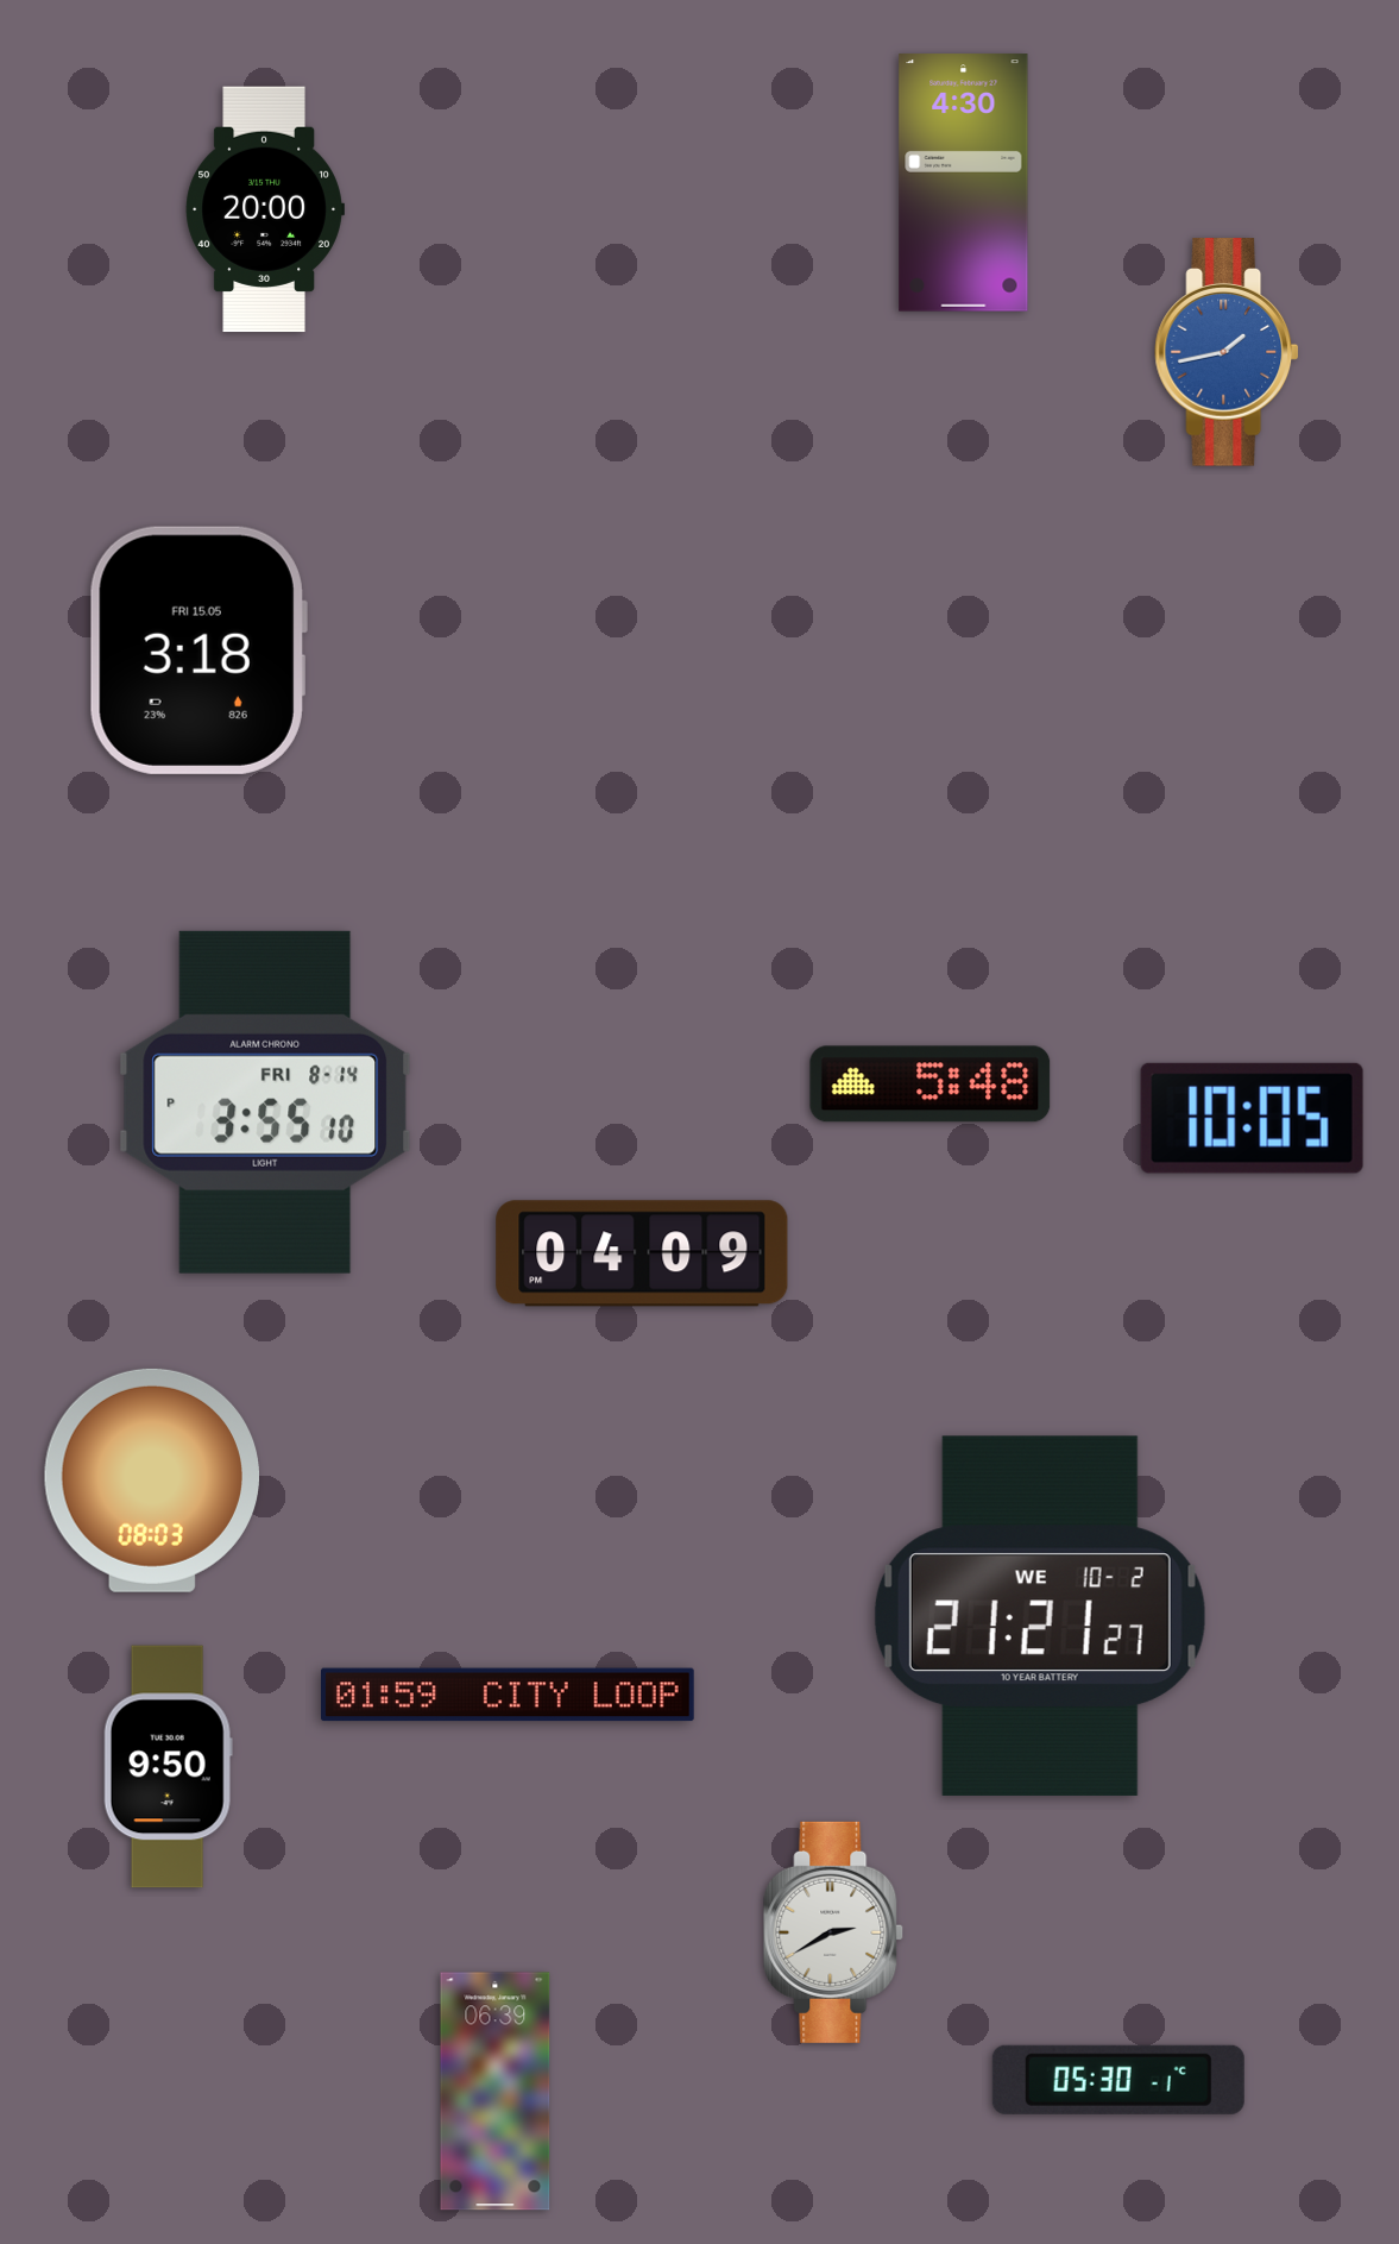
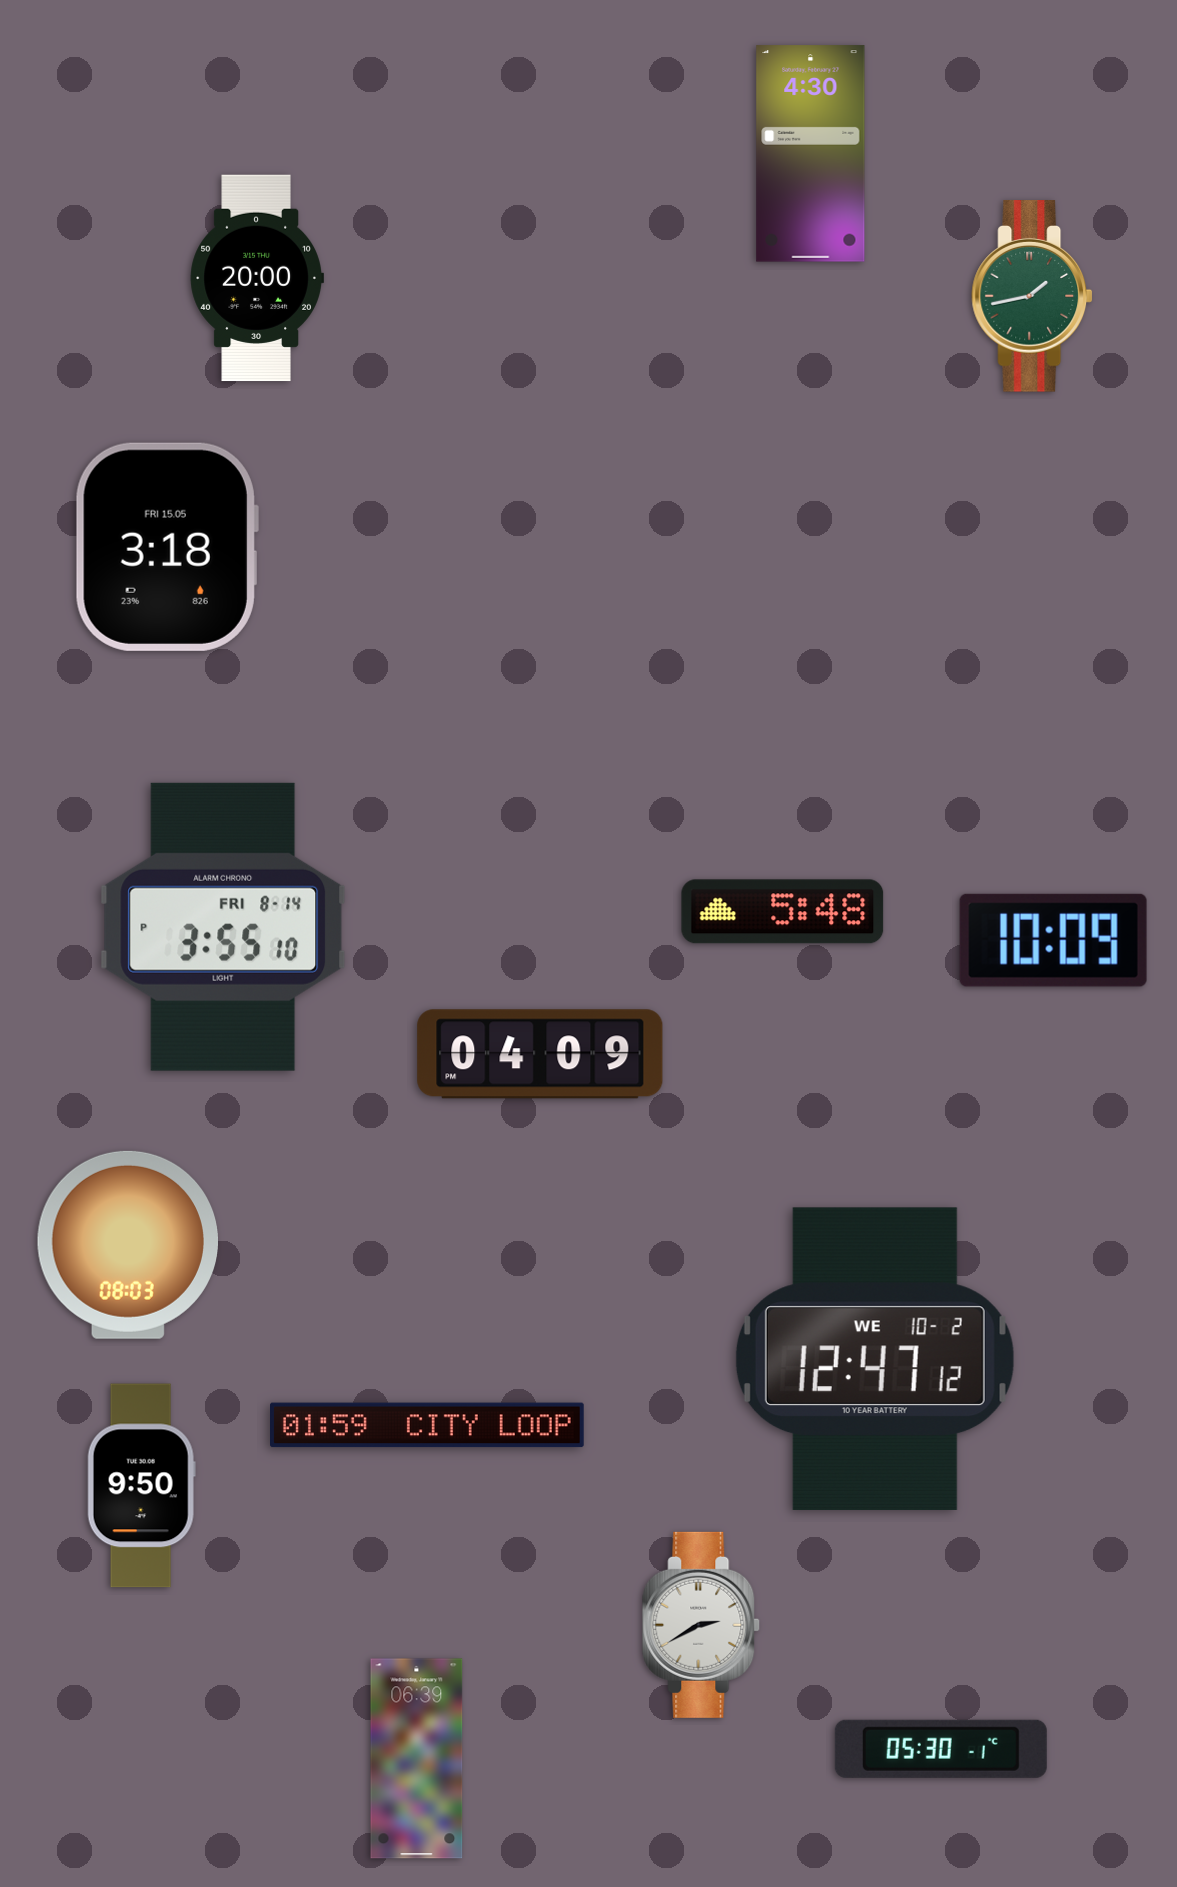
clock at (265, 209) position: (265, 209) -> (257, 278)
clock at (1227, 352) dial: blue -> green
clock at (1252, 1118): 10:05 -> 10:09
clock at (1040, 1616): 21:21 -> 12:47
